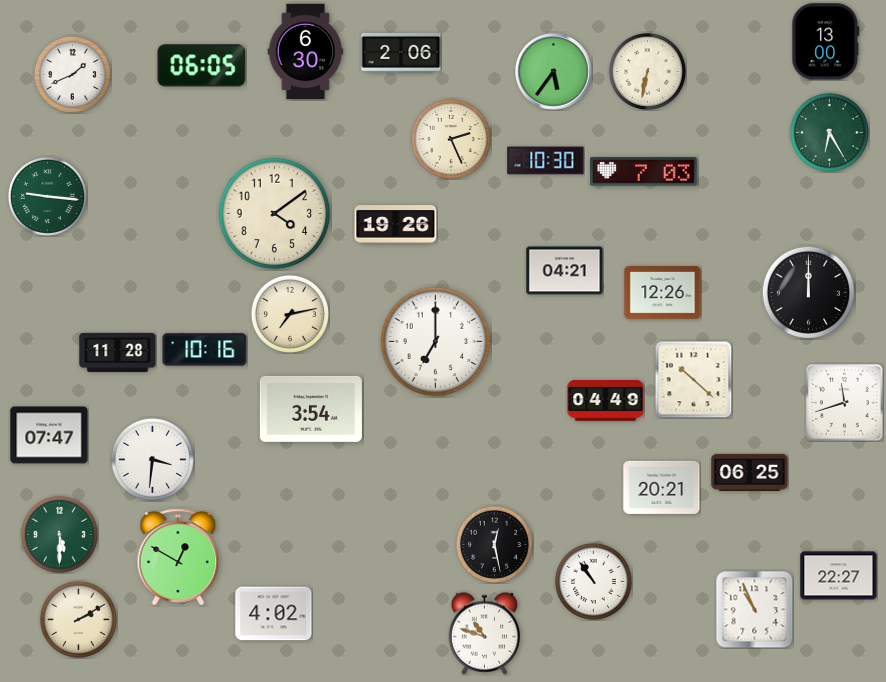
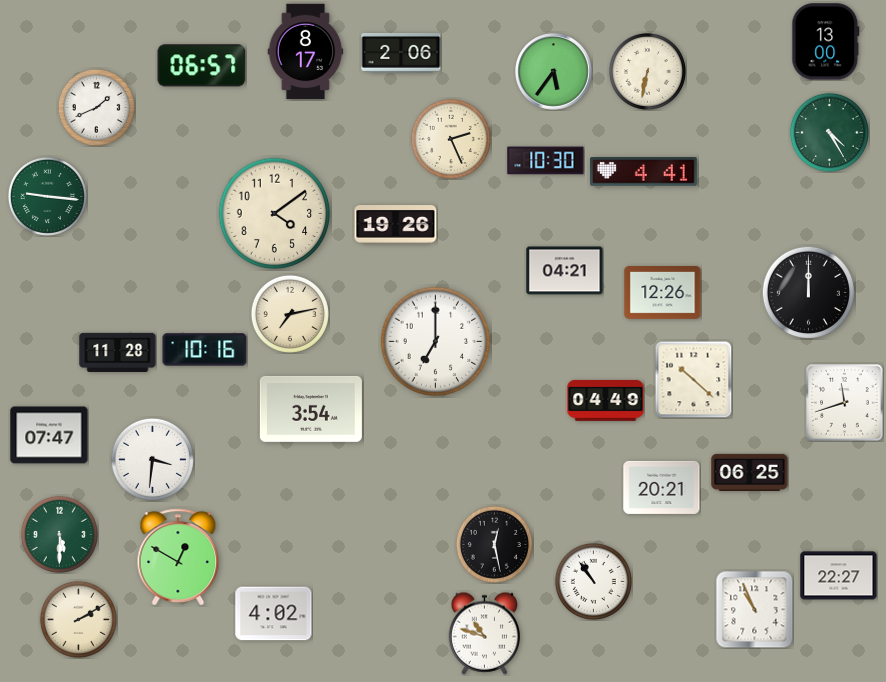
clock at (306, 52): 6:30 -> 8:17
clock at (202, 66): 06:05 -> 06:57
clock at (72, 74) position: (72, 74) -> (96, 107)
clock at (829, 132): 6:25 -> 4:25
clock at (644, 172): 7:03 -> 4:41
